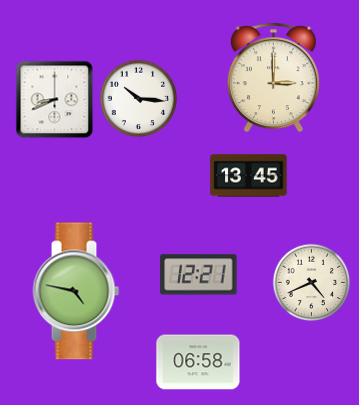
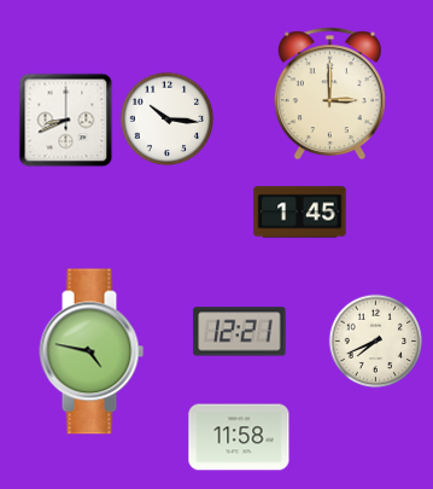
clock at (249, 176): 13:45 -> 1:45
clock at (311, 282): 4:41 -> 7:41
clock at (198, 362): 06:58 -> 11:58
